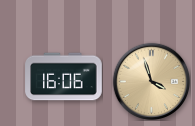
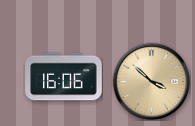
clock at (151, 81): 3:57 -> 3:52
